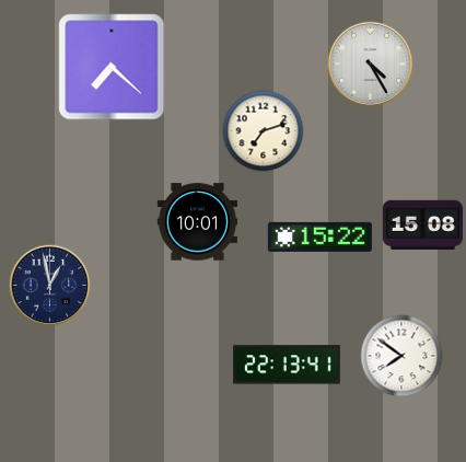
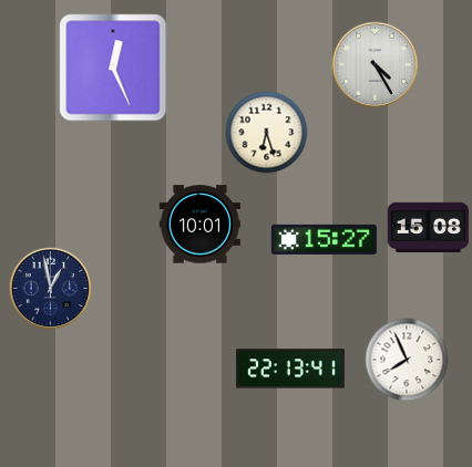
clock at (112, 67): 7:22 -> 12:26
clock at (264, 131): 7:12 -> 6:27
clock at (319, 236): 15:22 -> 15:27
clock at (401, 356): 7:51 -> 7:56
